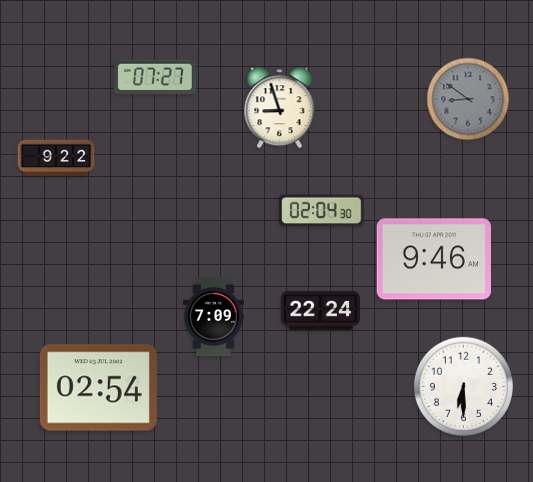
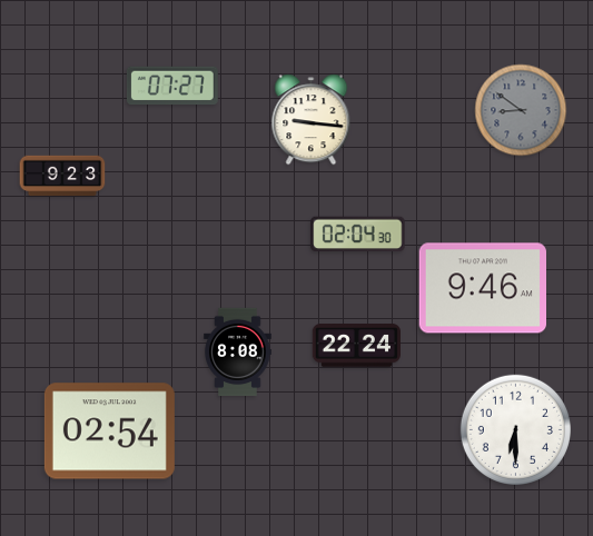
clock at (280, 108): 8:57 -> 9:16
clock at (56, 158): 9:22 -> 9:23
clock at (214, 317): 7:09 -> 8:08
